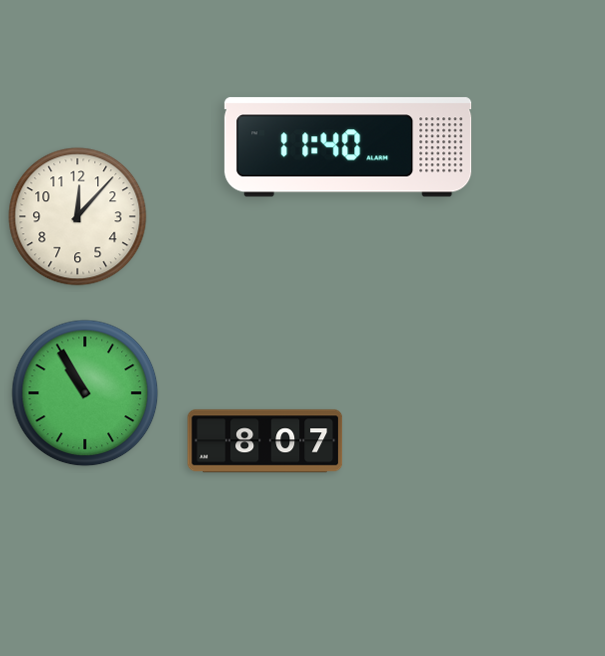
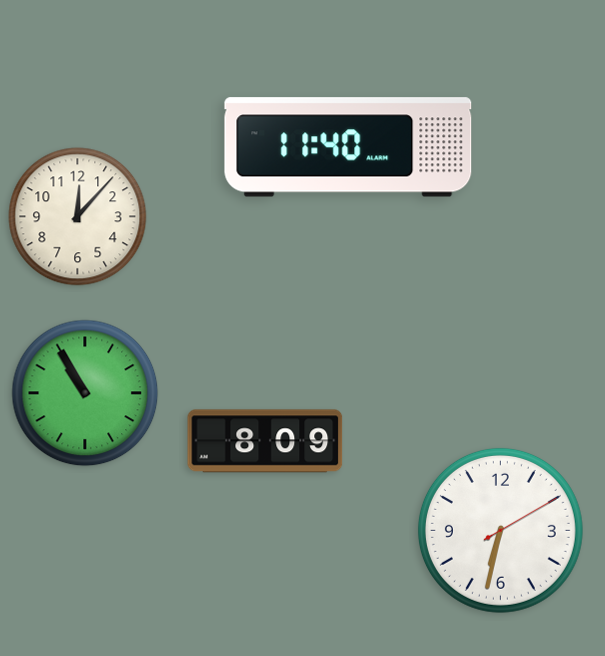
clock at (265, 441): 8:07 -> 8:09
clock at (500, 530): none -> 6:32
